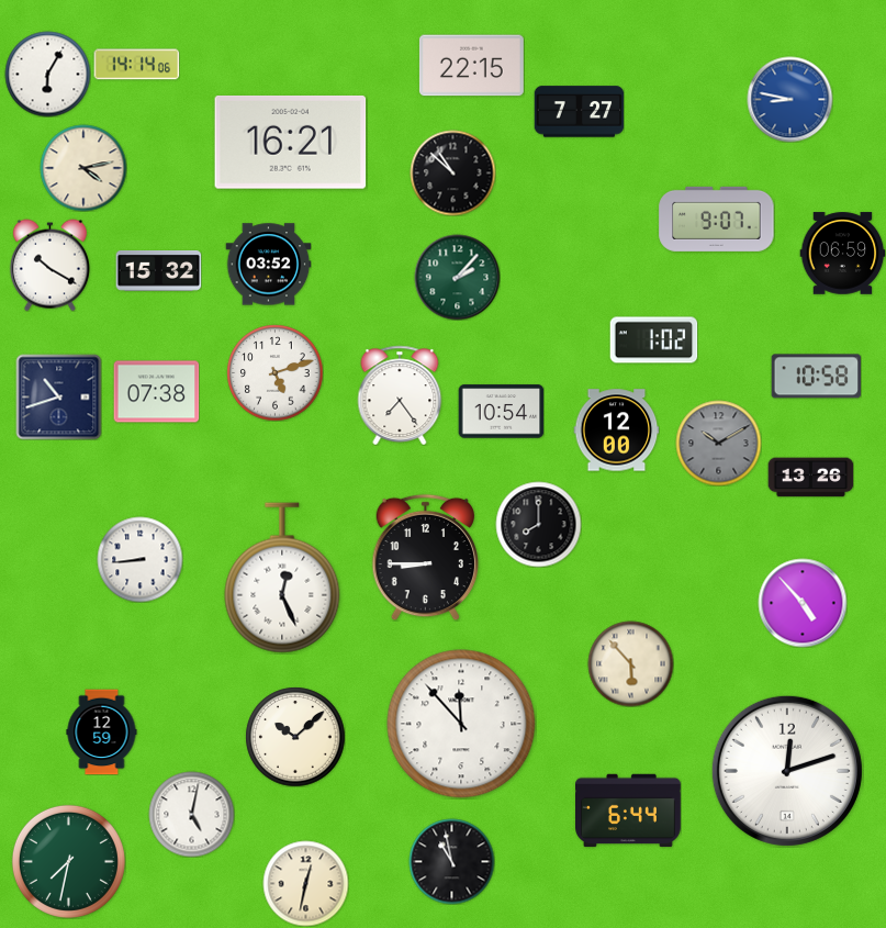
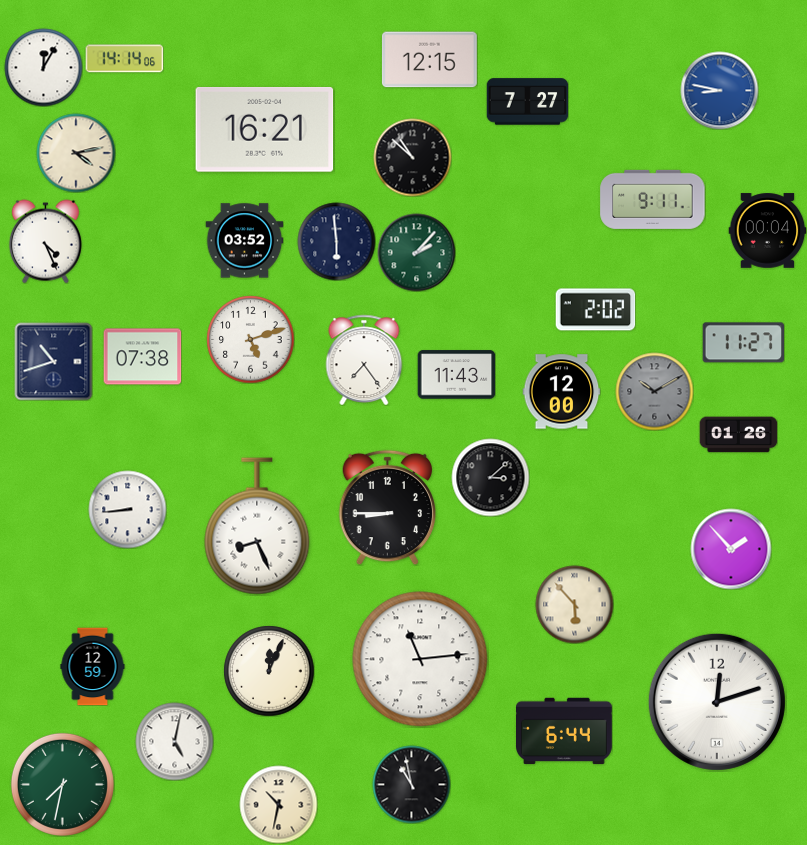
clock at (471, 66): 22:15 -> 12:15
clock at (47, 74): 6:05 -> 12:05
clock at (717, 219): 9:07 -> 9:11
clock at (842, 254): 06:59 -> 00:04
clock at (49, 265): 10:20 -> 4:26
clock at (336, 241): none -> 5:59
clock at (158, 271): 15:32 -> none
clock at (653, 340): 1:02 -> 2:02
clock at (816, 377): 10:58 -> 11:27
clock at (501, 412): 10:54 -> 11:43
clock at (718, 443) position: (718, 443) -> (654, 391)
clock at (810, 478): 13:26 -> 01:26
clock at (538, 524): 8:00 -> 3:08
clock at (282, 578): 12:26 -> 8:26
clock at (803, 603): 4:53 -> 1:53
clock at (461, 724): 11:53 -> 11:14
clock at (295, 737): 10:08 -> 12:04
clock at (629, 810) position: (629, 810) -> (565, 731)
clock at (305, 883): 12:32 -> 10:32
